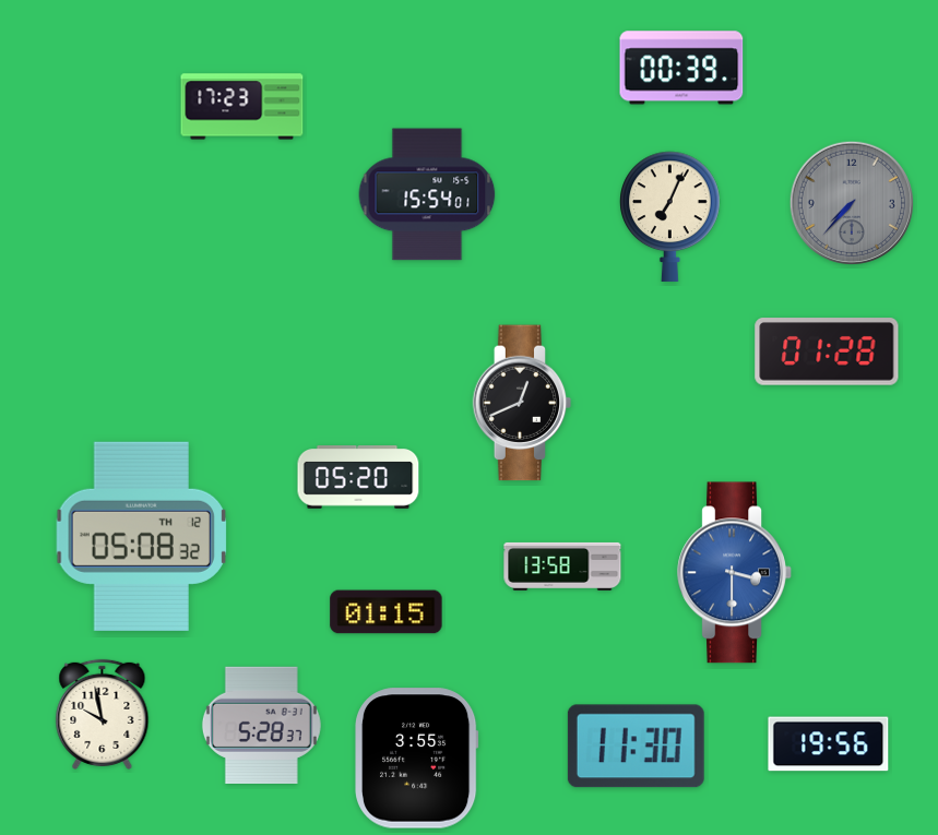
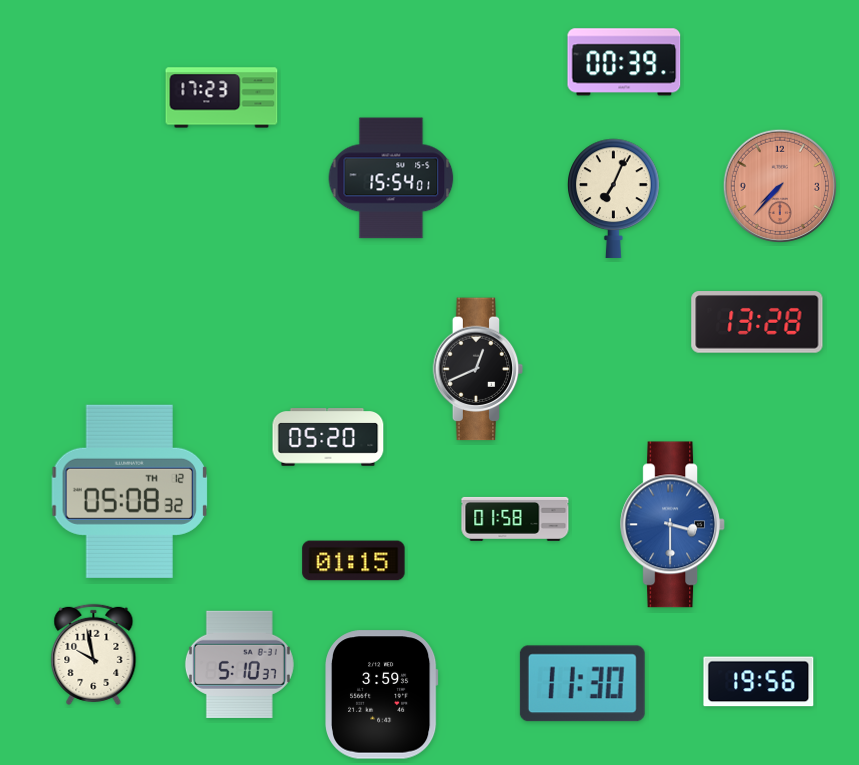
clock at (851, 202) dial: grey -> salmon
clock at (827, 351): 01:28 -> 13:28
clock at (562, 566): 13:58 -> 01:58
clock at (261, 725): 5:28 -> 5:10
clock at (417, 759): 3:55 -> 3:59
